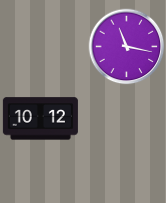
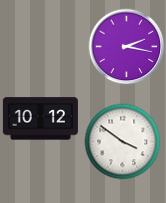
clock at (127, 47): 11:17 -> 2:17
clock at (123, 142): none -> 3:51
